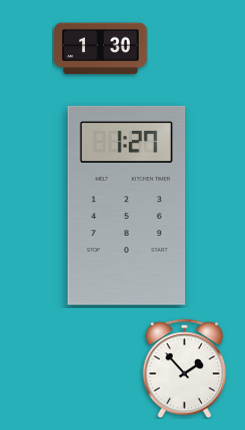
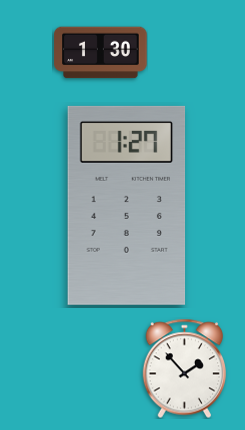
clock at (101, 49) position: (101, 49) -> (101, 53)
